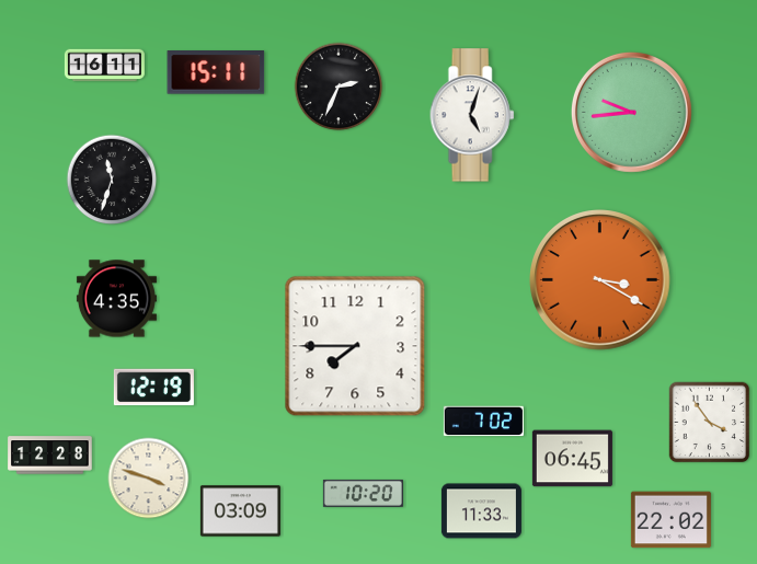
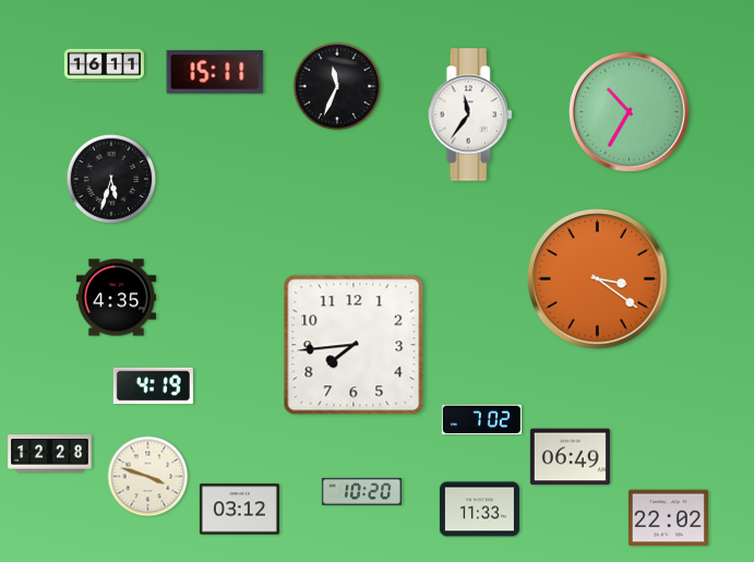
clock at (339, 87): 2:34 -> 11:34
clock at (631, 112): 9:44 -> 10:35
clock at (472, 115): 5:03 -> 11:36
clock at (112, 180): 11:33 -> 5:33
clock at (600, 280): 3:20 -> 3:21
clock at (355, 346): 7:45 -> 7:44
clock at (153, 388): 12:19 -> 4:19
clock at (710, 423): 3:54 -> none
clock at (572, 459): 06:45 -> 06:49
clock at (240, 511): 03:09 -> 03:12
